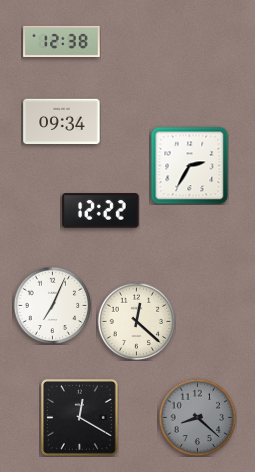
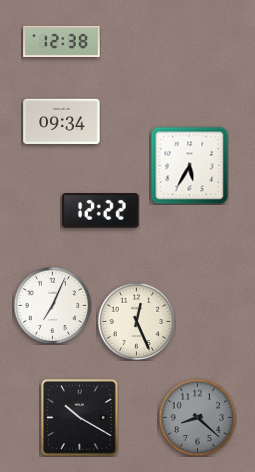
clock at (189, 165): 2:35 -> 5:35
clock at (136, 321): 12:22 -> 12:26
clock at (79, 417): 12:20 -> 10:20
